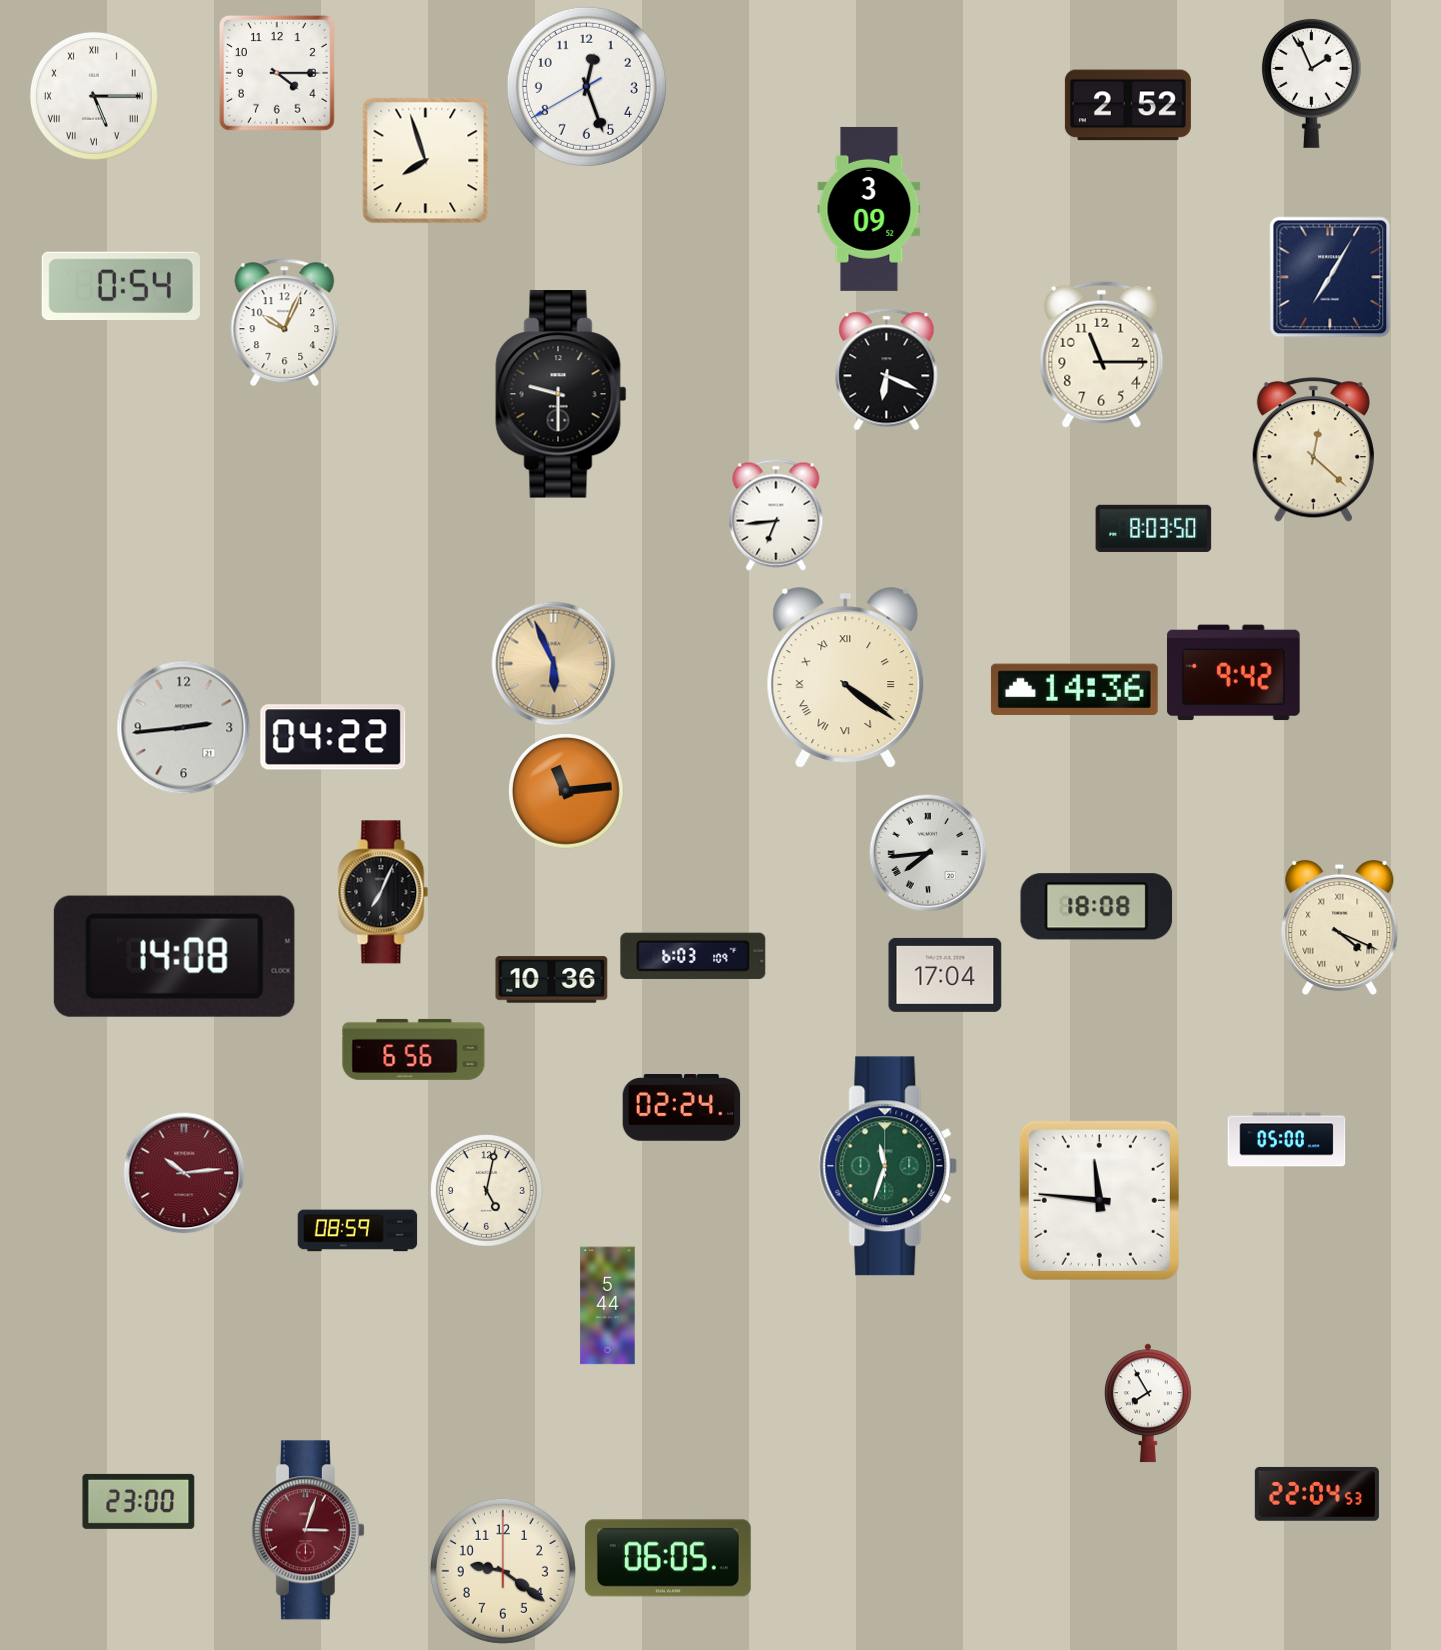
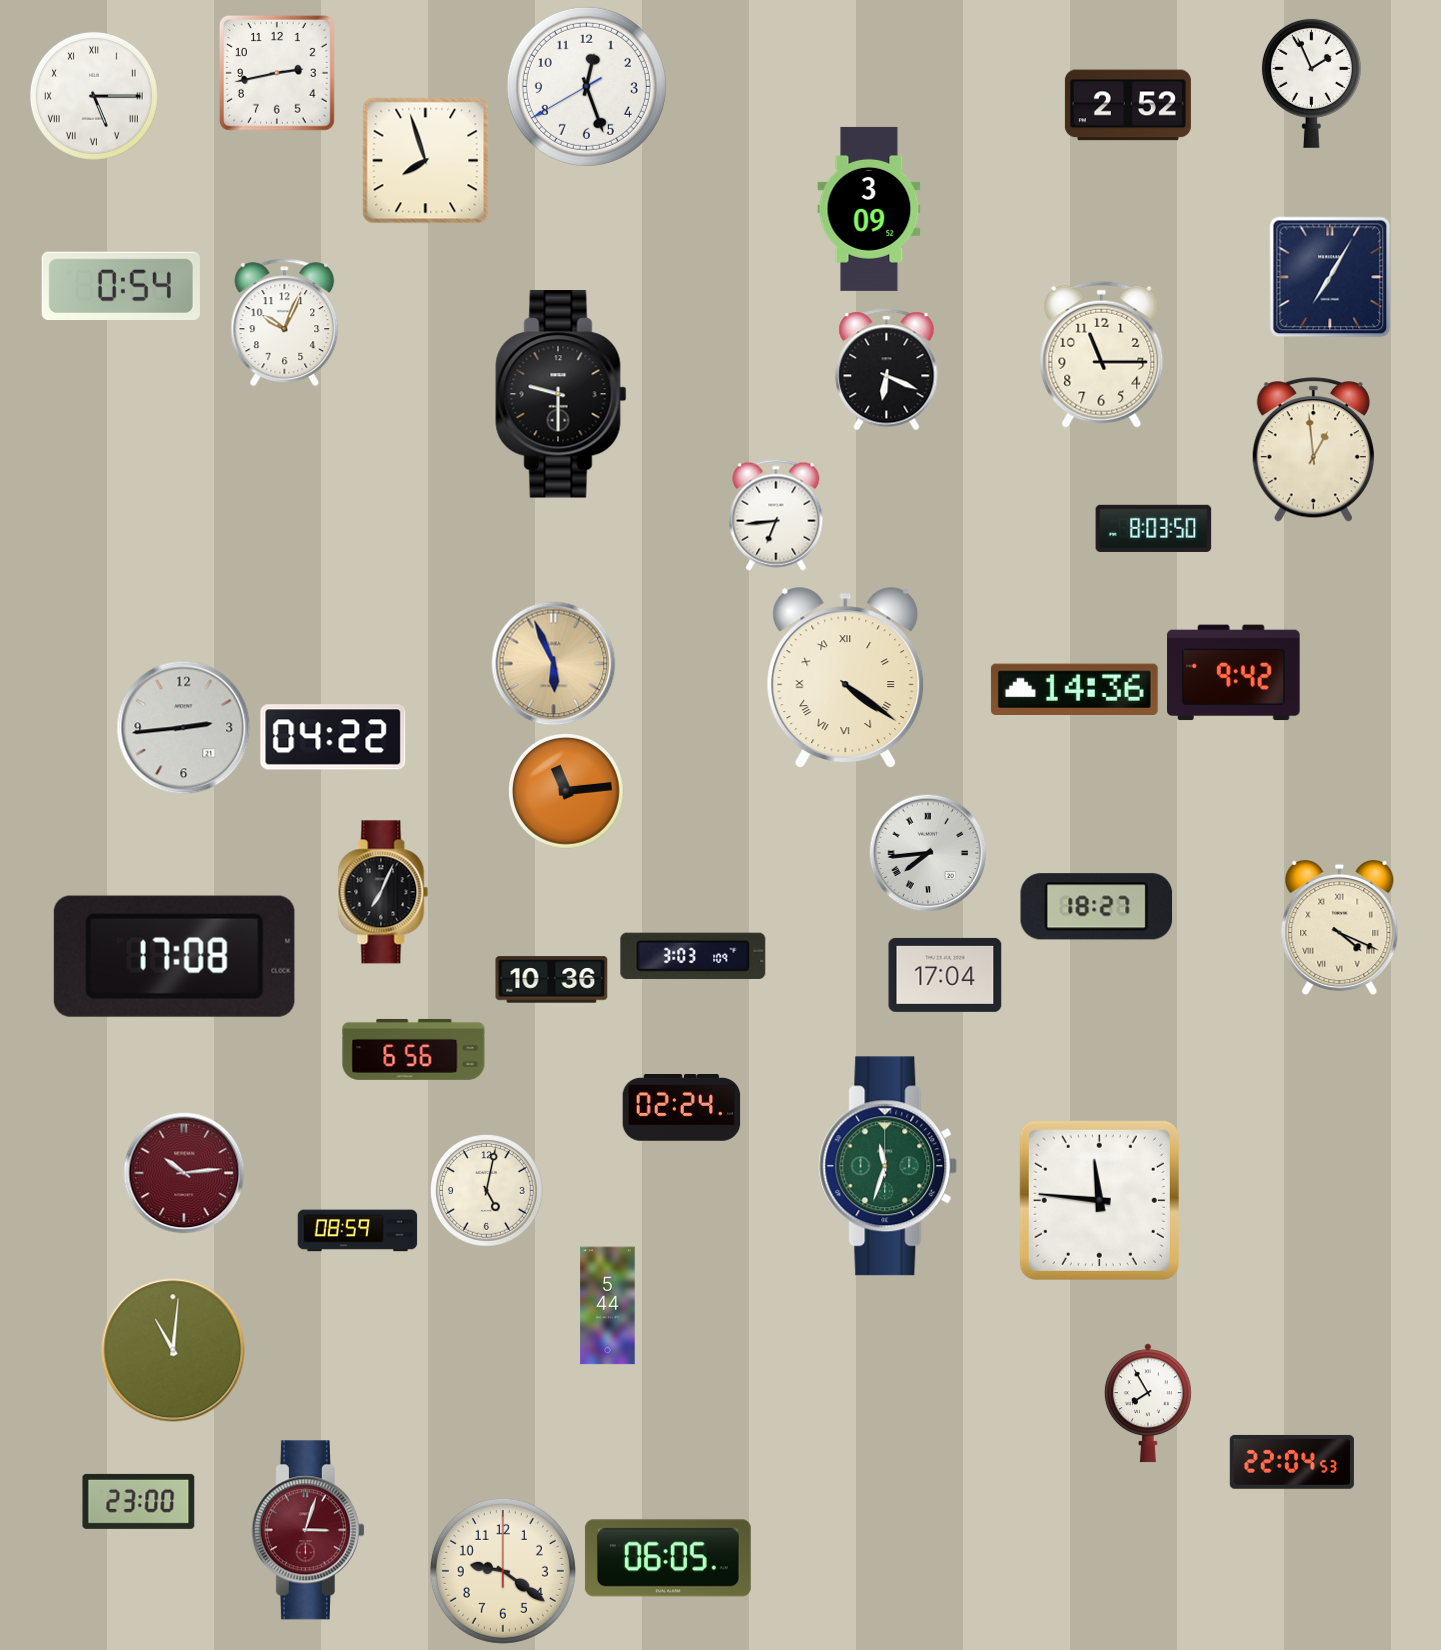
clock at (278, 74): 4:15 -> 2:43
clock at (1313, 450): 12:22 -> 12:59
clock at (1097, 907): 18:08 -> 18:27
clock at (174, 956): 14:08 -> 17:08
clock at (693, 956): 6:03 -> 3:03
clock at (1287, 1140): 05:00 -> none
clock at (173, 1350): none -> 11:01
clock at (1317, 1494) position: (1317, 1494) -> (1292, 1462)
